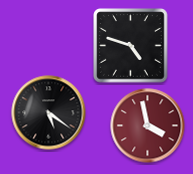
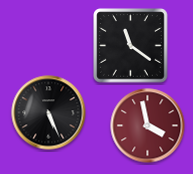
clock at (131, 46): 4:48 -> 11:21
clock at (49, 113): 5:21 -> 5:26
